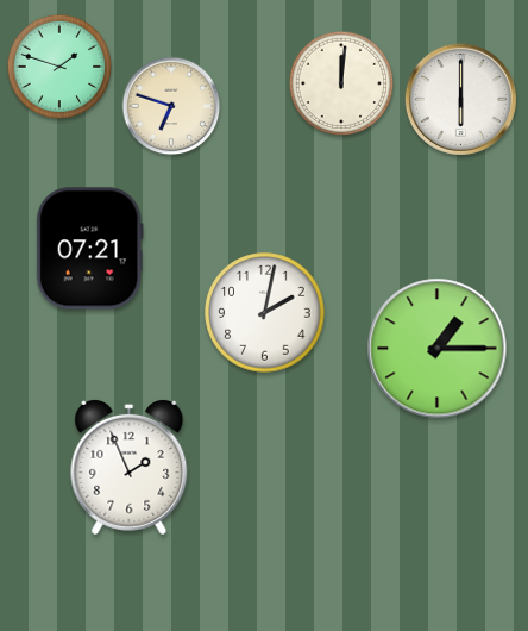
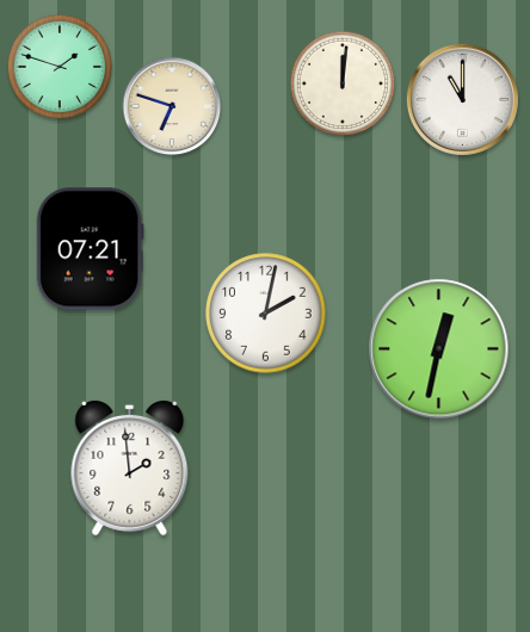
clock at (460, 99): 6:00 -> 11:00
clock at (438, 349): 1:15 -> 12:32
clock at (130, 467): 1:56 -> 1:59
